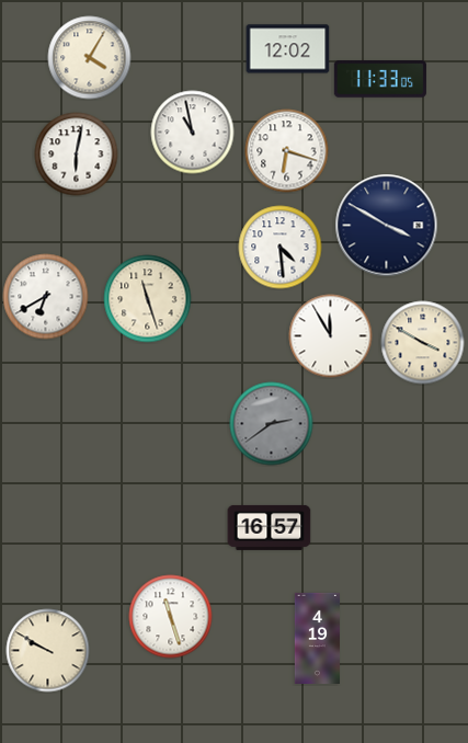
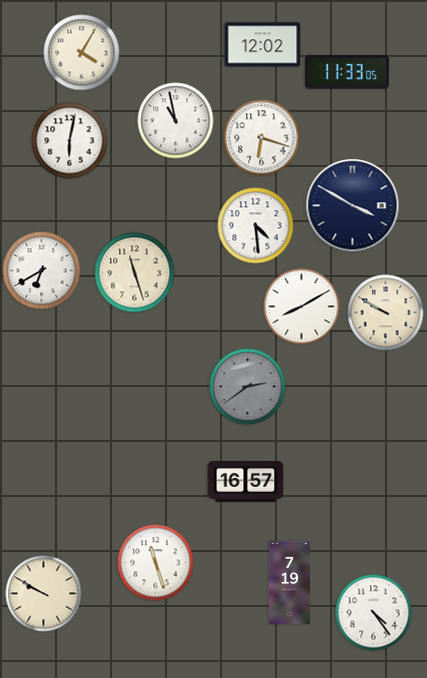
clock at (331, 336): 11:55 -> 8:10
clock at (423, 343): 3:50 -> 9:50
clock at (317, 638): 4:19 -> 7:19
clock at (374, 613): none -> 4:24
